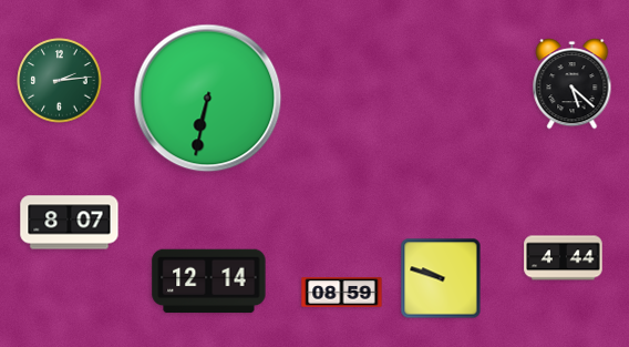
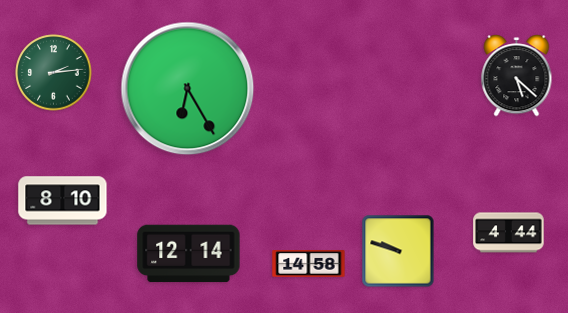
clock at (208, 99): 6:32 -> 6:25
clock at (70, 223): 8:07 -> 8:10
clock at (342, 293): 08:59 -> 14:58
